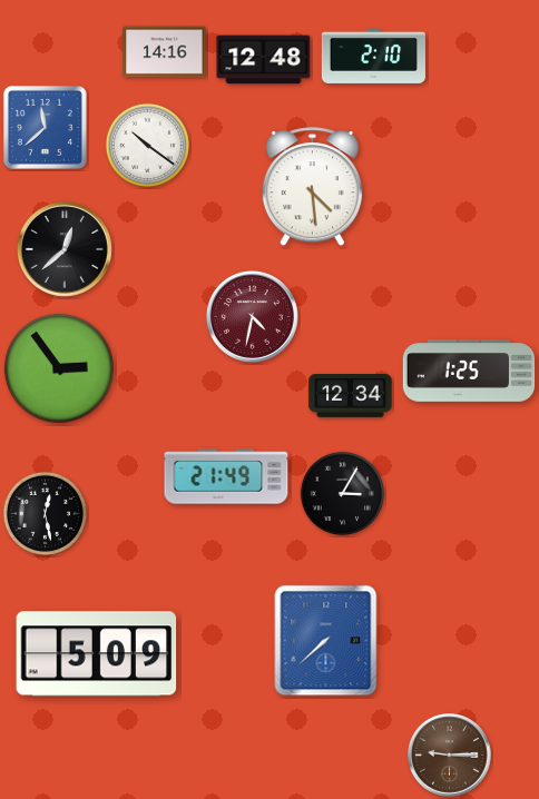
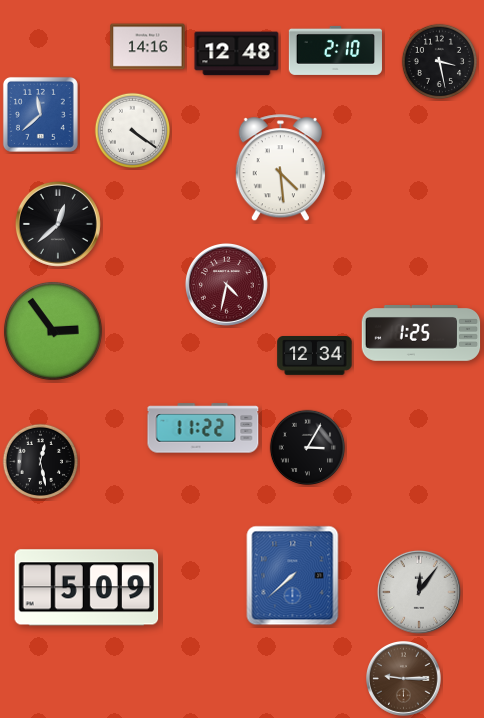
clock at (439, 61): none -> 3:28
clock at (147, 145): 10:21 -> 4:21
clock at (226, 476): 21:49 -> 11:22
clock at (342, 493) position: (342, 493) -> (307, 447)
clock at (419, 592): none -> 12:06
